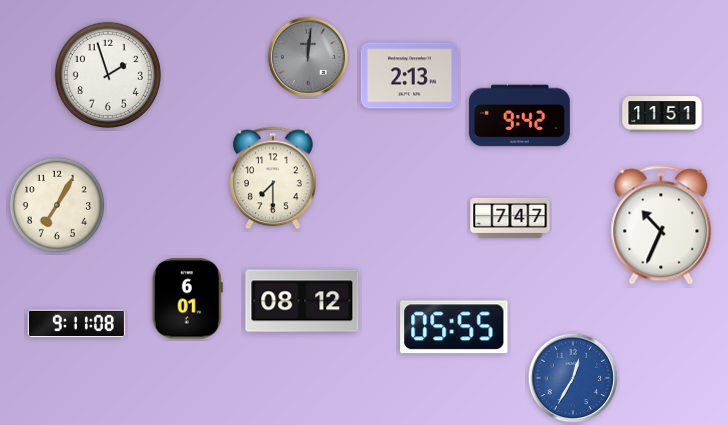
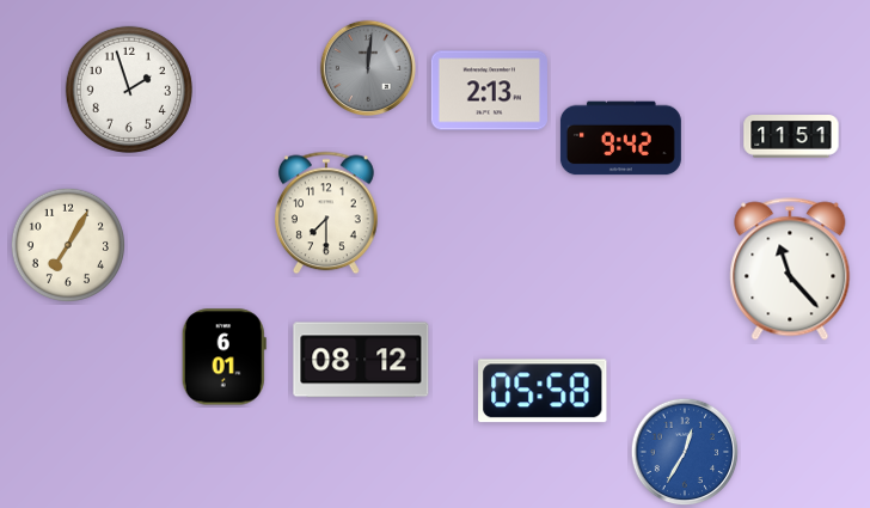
clock at (510, 218): 7:47 -> none
clock at (661, 225): 10:34 -> 11:23
clock at (76, 324): 9:11 -> none
clock at (454, 327): 05:55 -> 05:58
